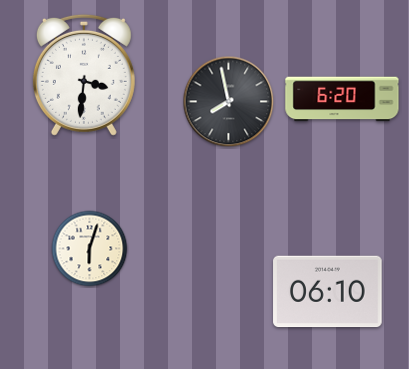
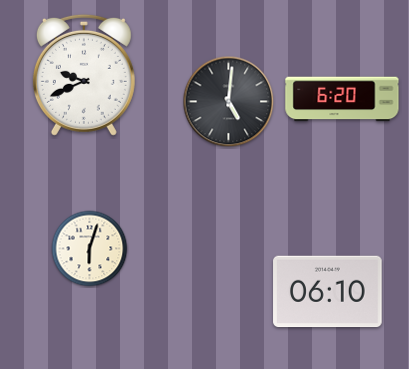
clock at (84, 75): 3:31 -> 9:41
clock at (229, 102): 7:58 -> 5:01
